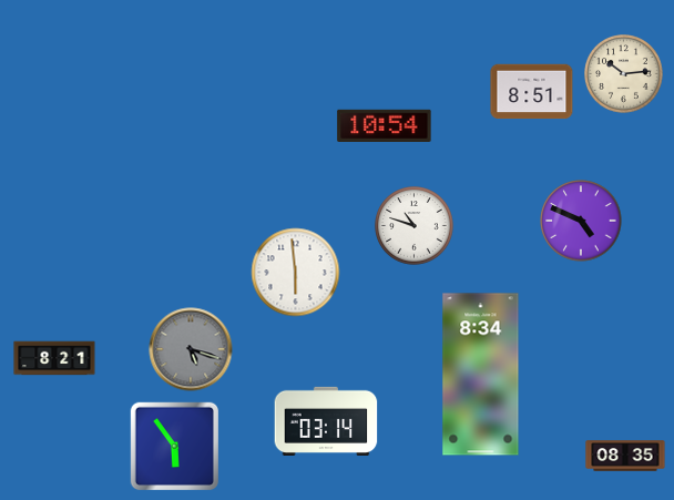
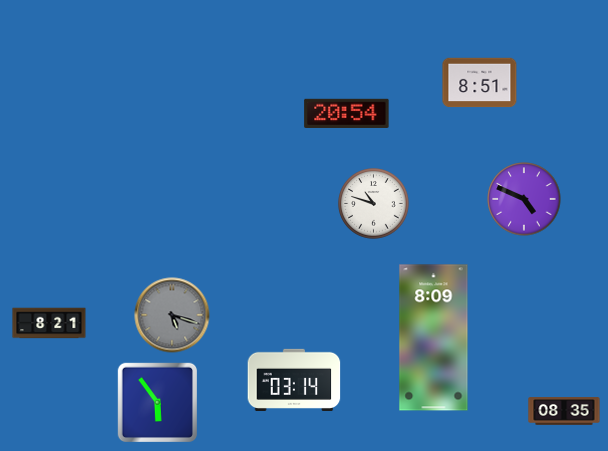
clock at (624, 74): 10:14 -> none
clock at (385, 125): 10:54 -> 20:54
clock at (296, 273): 5:59 -> none
clock at (481, 375): 8:34 -> 8:09
